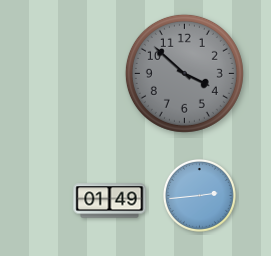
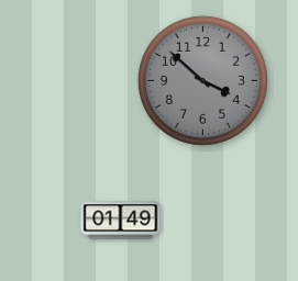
clock at (199, 195): 2:44 -> none
